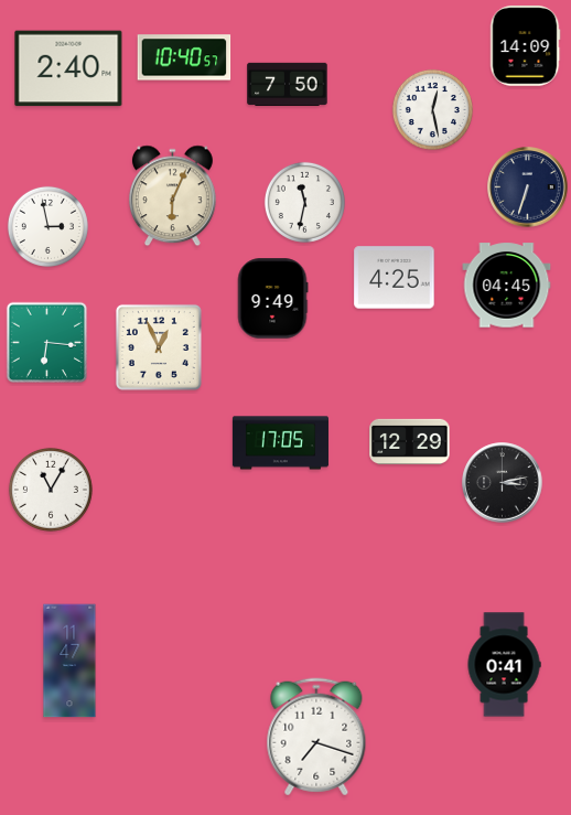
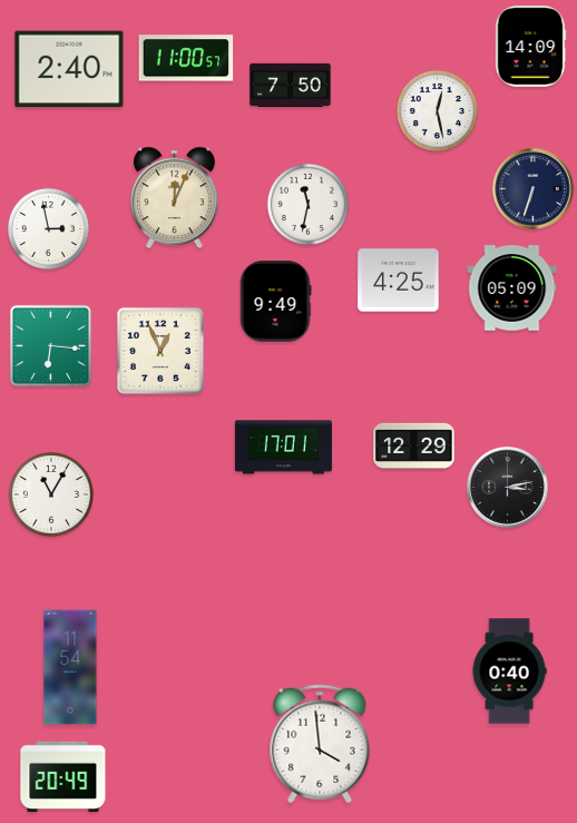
clock at (184, 57): 10:40 -> 11:00
clock at (172, 196): 6:04 -> 12:04
clock at (507, 286): 04:45 -> 05:09
clock at (47, 343) position: (47, 343) -> (51, 346)
clock at (280, 443): 17:05 -> 17:01
clock at (69, 661): 11:47 -> 11:54
clock at (504, 665): 0:41 -> 0:40
clock at (316, 737): 7:18 -> 3:59
clock at (63, 776): none -> 20:49
